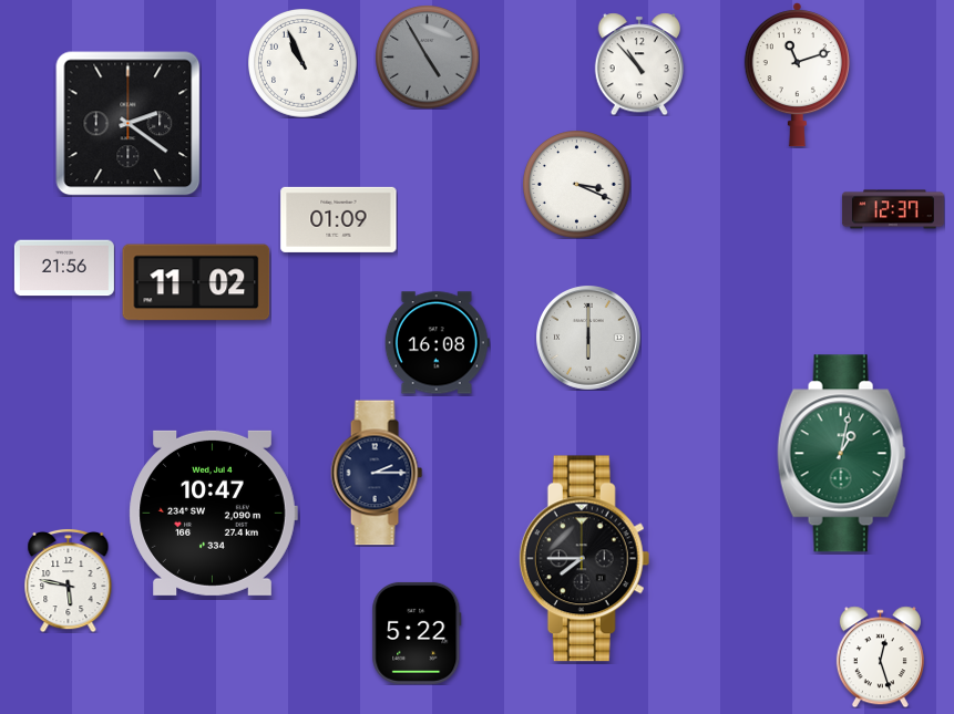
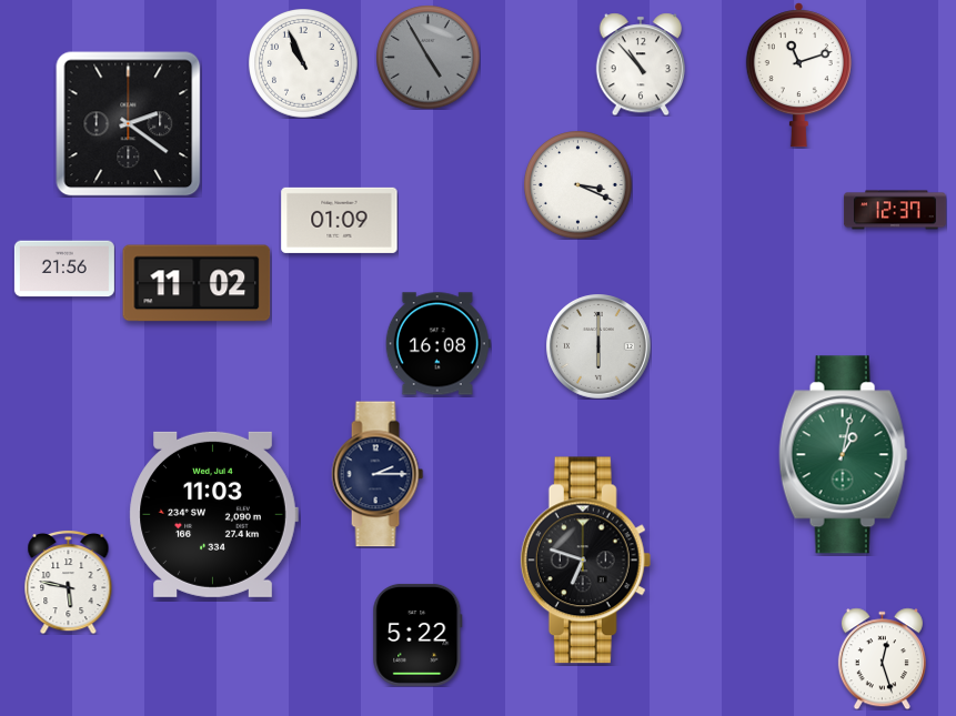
clock at (588, 338) position: (588, 338) -> (598, 346)
clock at (213, 513): 10:47 -> 11:03
clock at (585, 559): 7:45 -> 6:48
